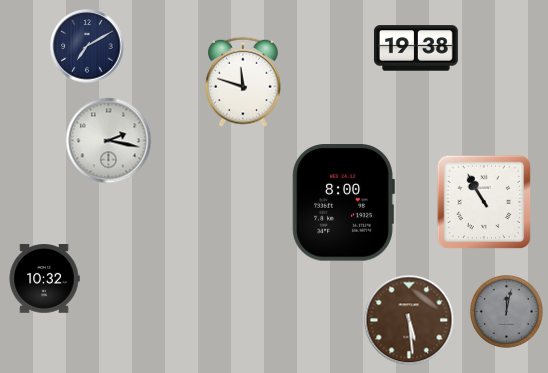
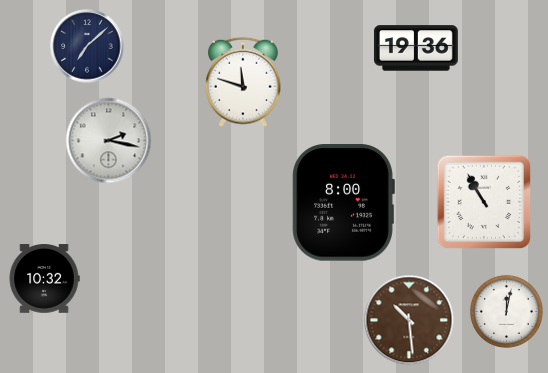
clock at (87, 46): 7:10 -> 7:08
clock at (416, 48): 19:38 -> 19:36
clock at (506, 311) dial: grey -> white
clock at (409, 320): 5:29 -> 10:29
